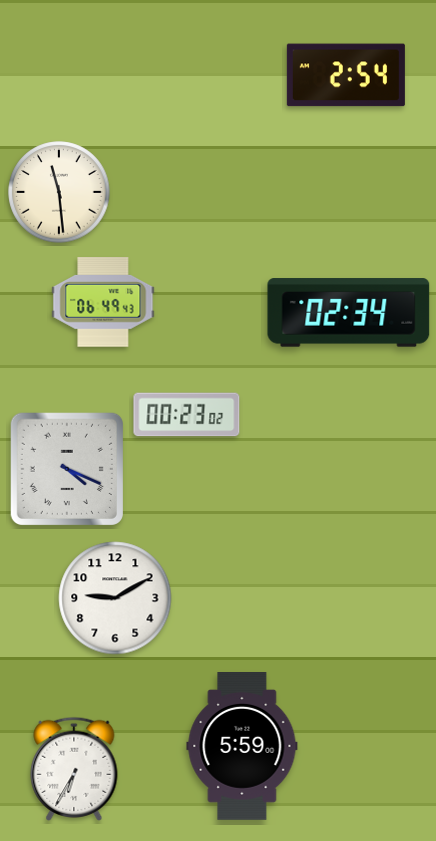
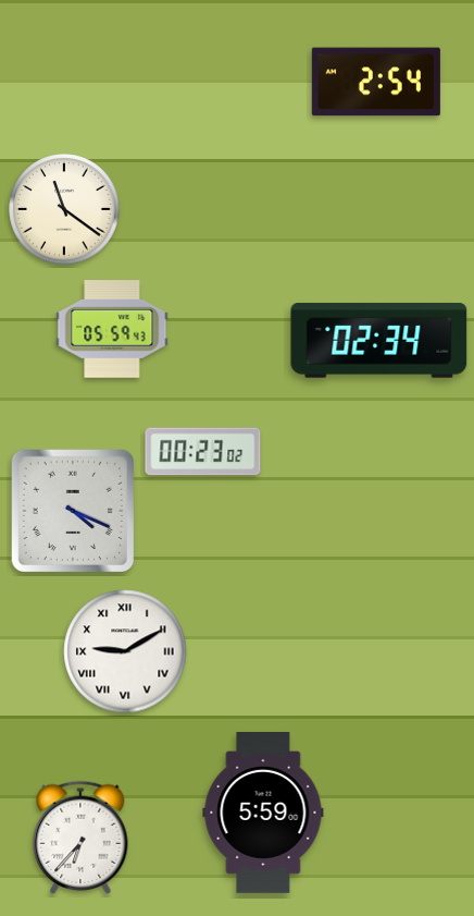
clock at (59, 192): 11:29 -> 11:21
clock at (103, 302): 06:49 -> 05:59
clock at (115, 598) numerals: Arabic -> Roman
clock at (74, 769): 6:35 -> 6:37
